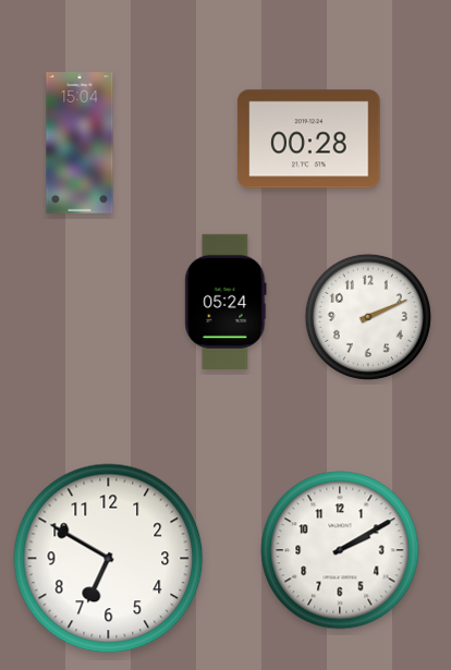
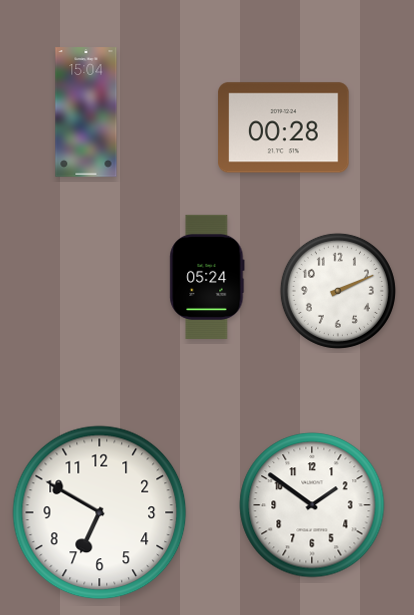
clock at (80, 143) position: (80, 143) -> (86, 112)
clock at (340, 550): 2:10 -> 1:51
